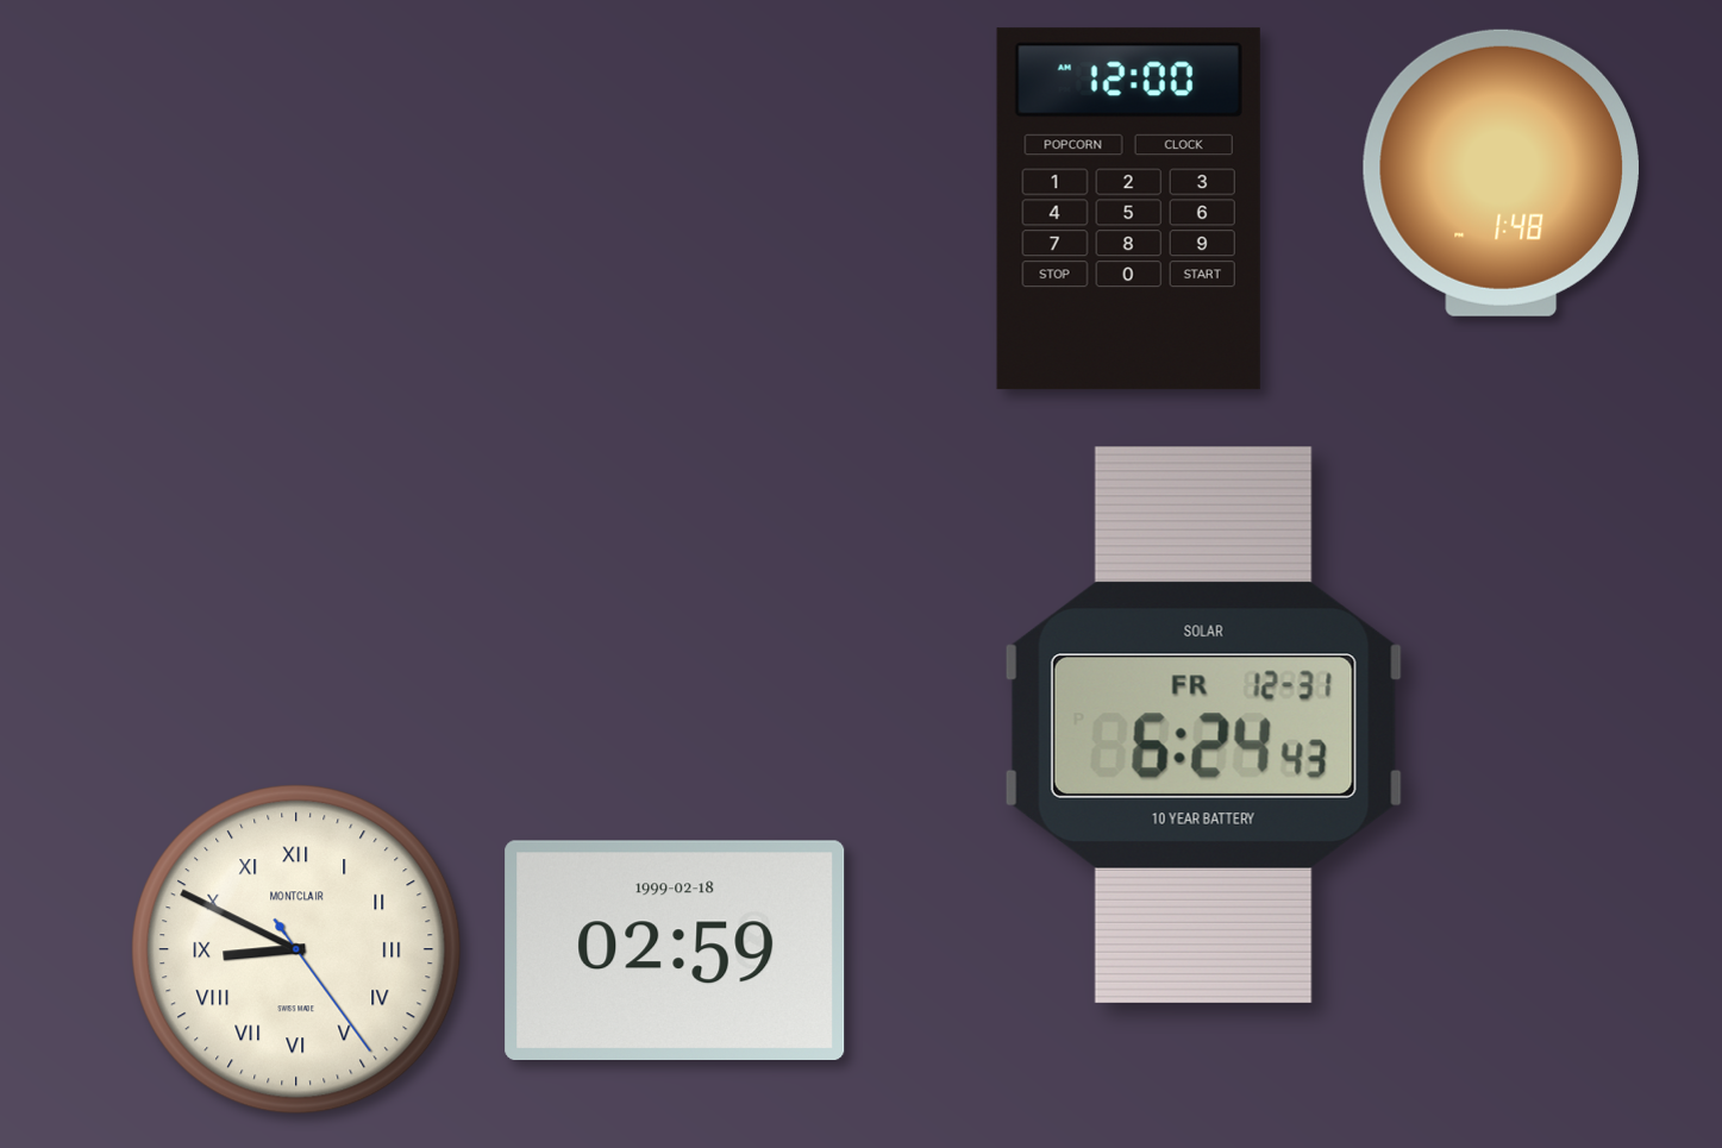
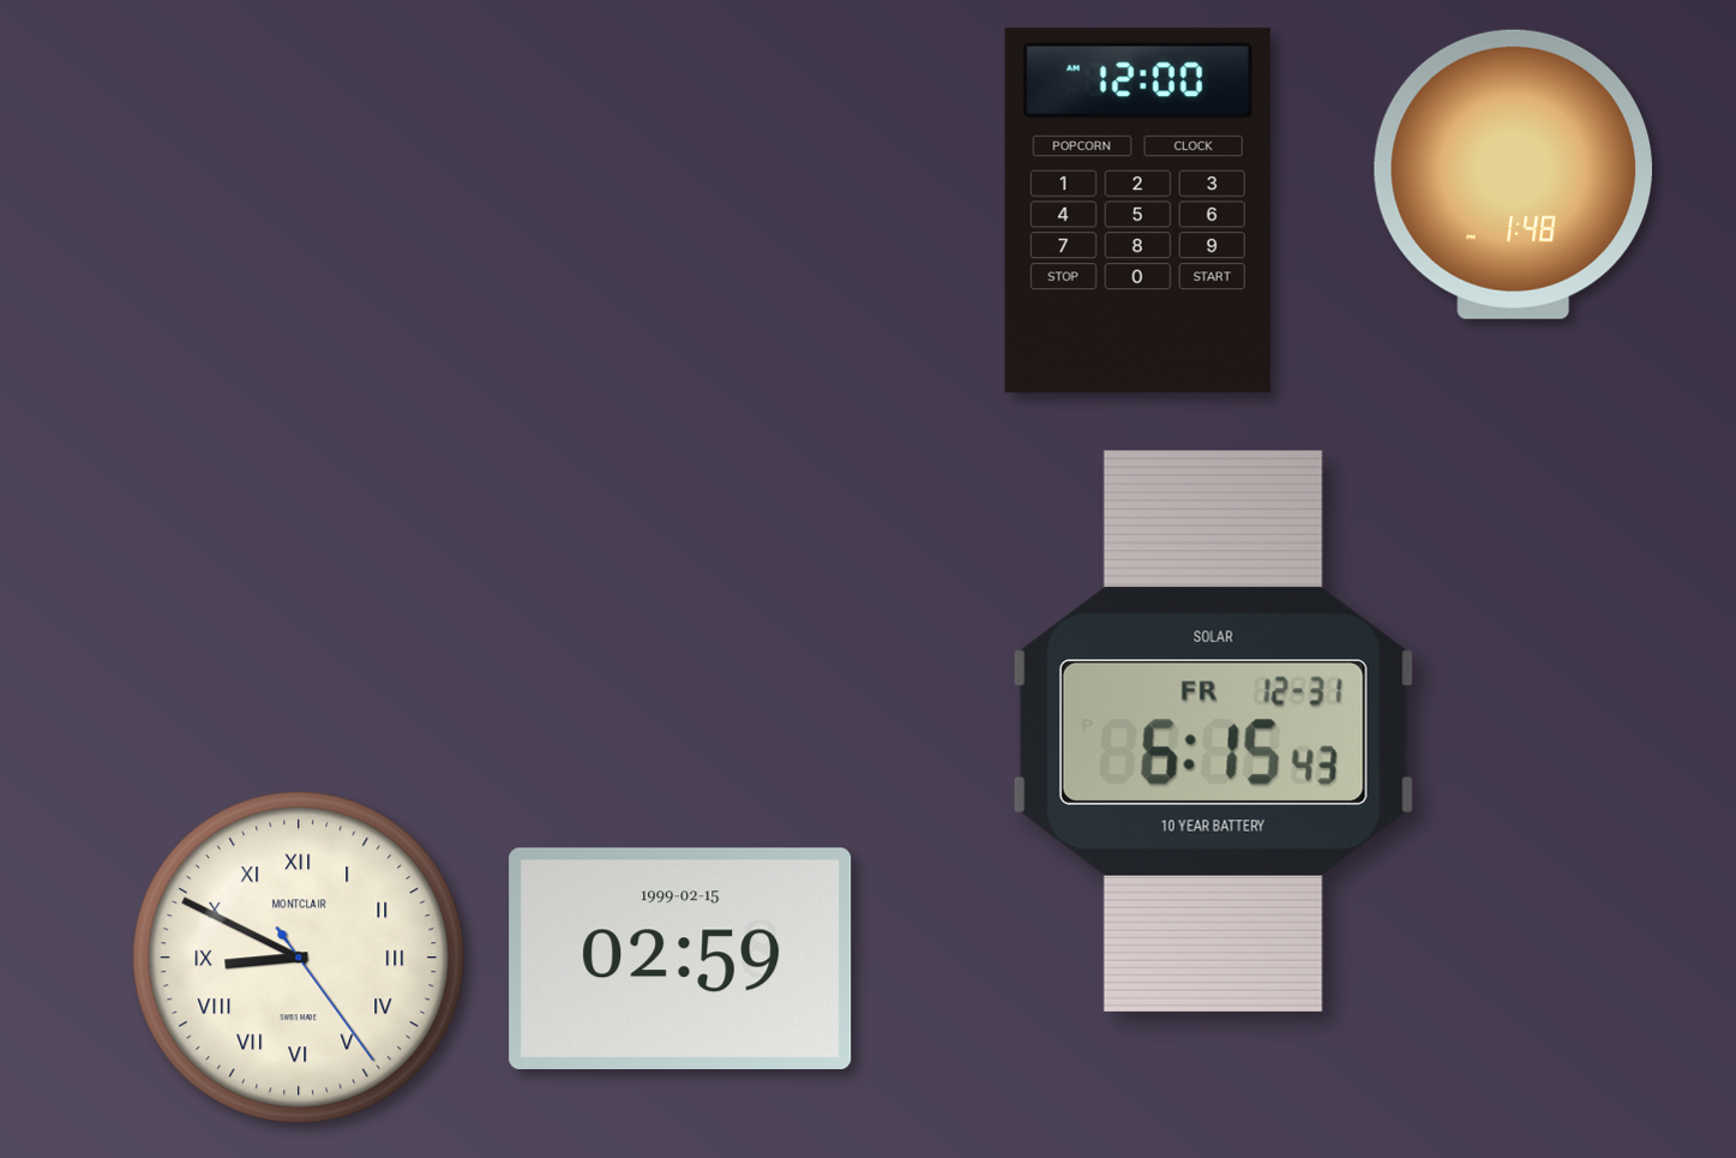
clock at (1203, 724): 6:24 -> 6:15
clock at (675, 951) date: 1999-02-18 -> 1999-02-15
